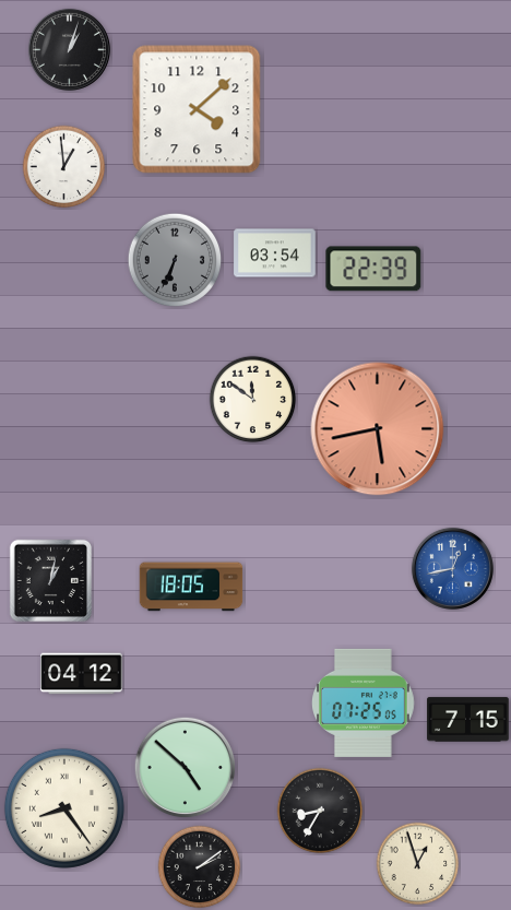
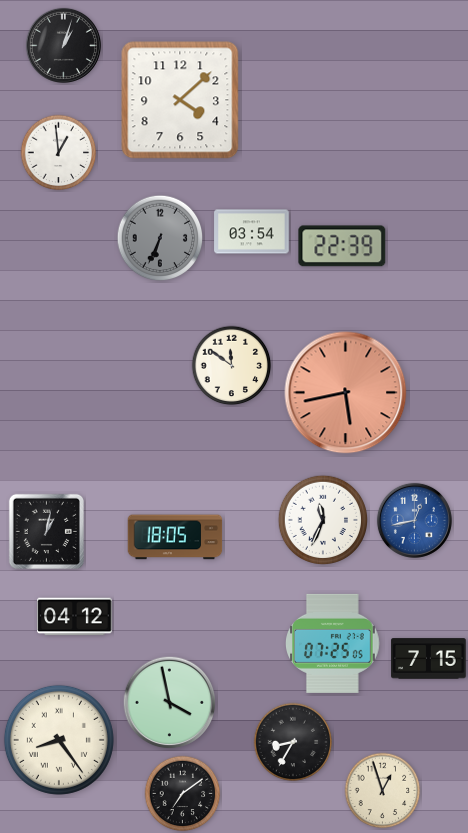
clock at (323, 520): none -> 11:34
clock at (186, 768): 4:52 -> 3:58
clock at (200, 867): 2:09 -> 7:09
